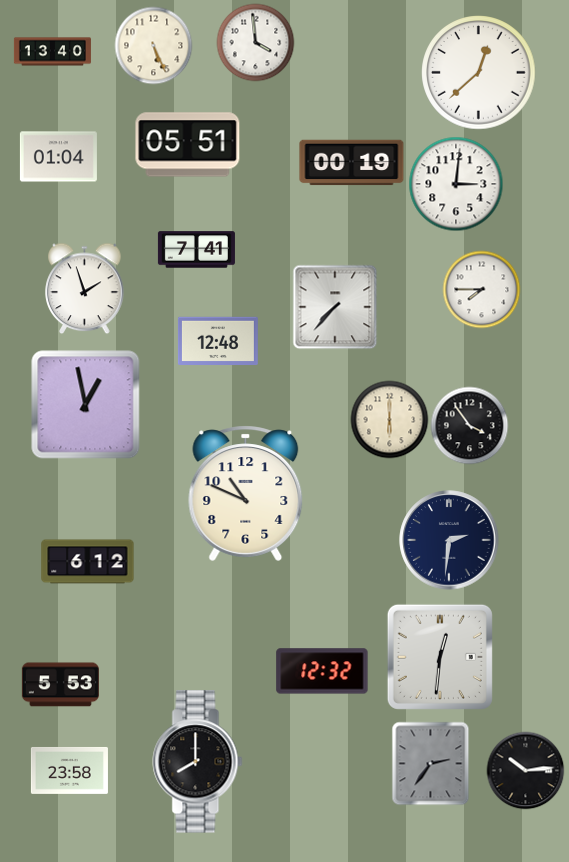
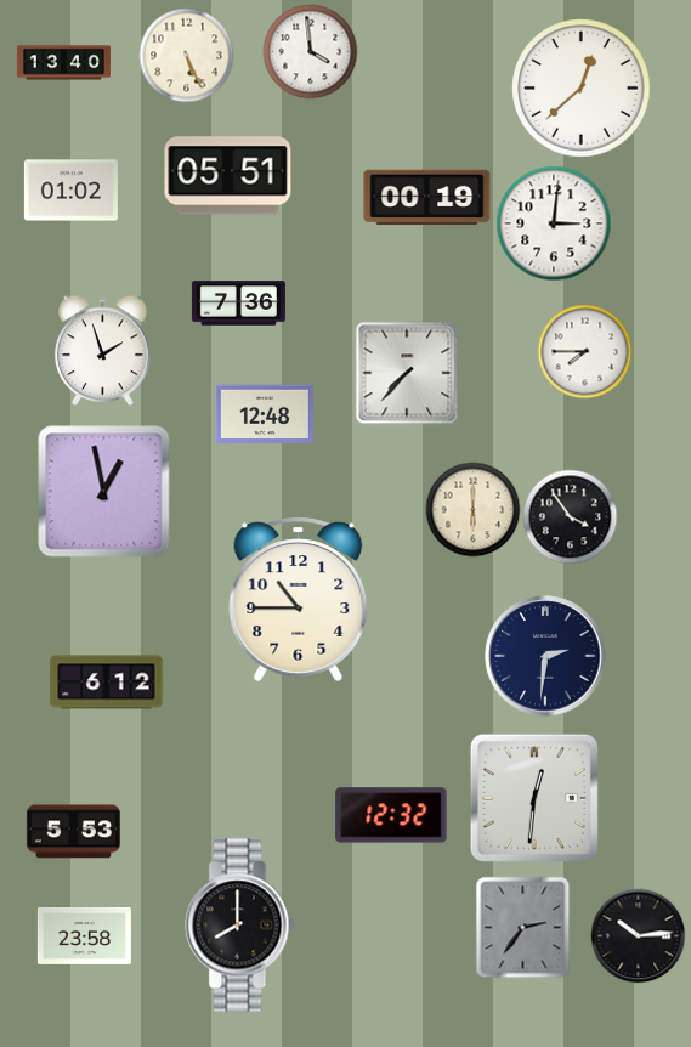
clock at (58, 157): 01:04 -> 01:02
clock at (196, 250): 7:41 -> 7:36
clock at (246, 493): 10:49 -> 10:45
